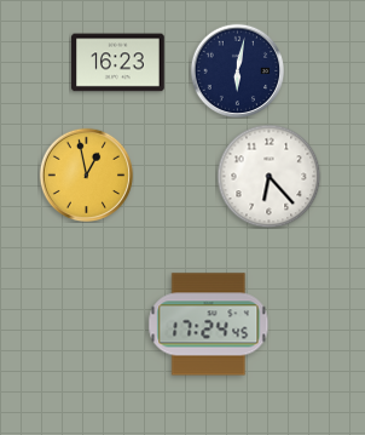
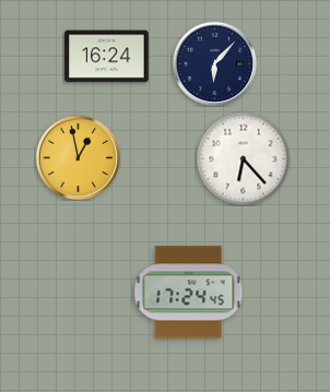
clock at (118, 63): 16:23 -> 16:24
clock at (237, 70): 6:02 -> 6:07
